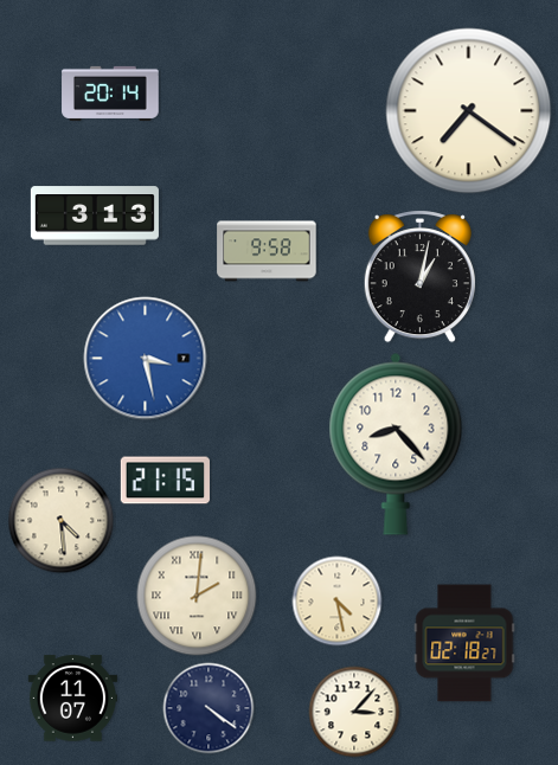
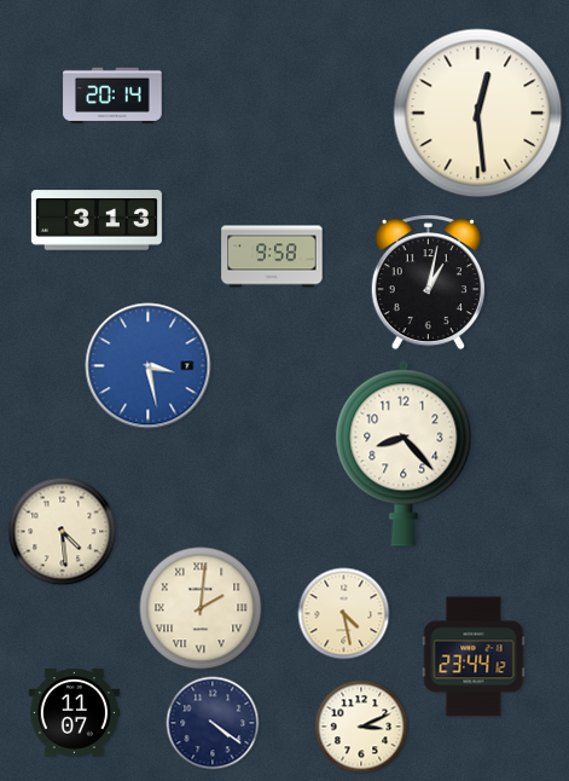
clock at (469, 111): 7:21 -> 12:29
clock at (165, 481): 21:15 -> none
clock at (464, 643): 02:18 -> 23:44
clock at (354, 712): 3:07 -> 3:11
